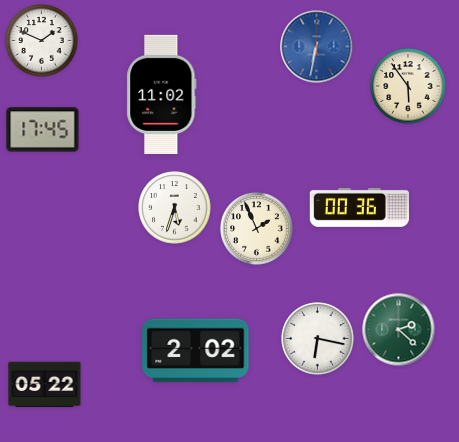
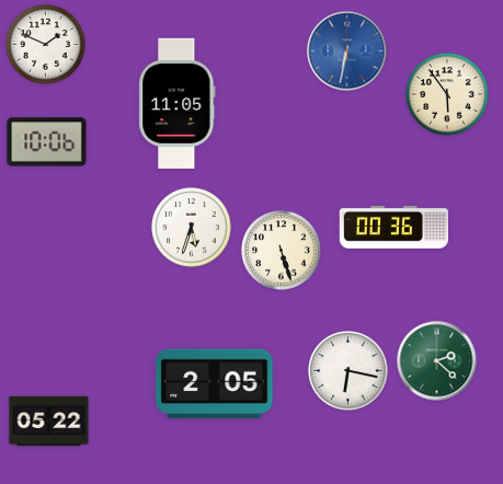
clock at (162, 94): 11:02 -> 11:05
clock at (43, 130): 17:45 -> 10:06
clock at (257, 229): 1:56 -> 5:27
clock at (196, 351): 2:02 -> 2:05
